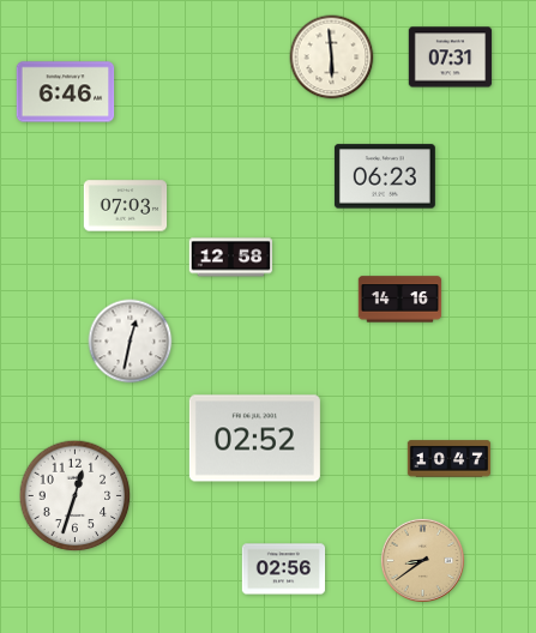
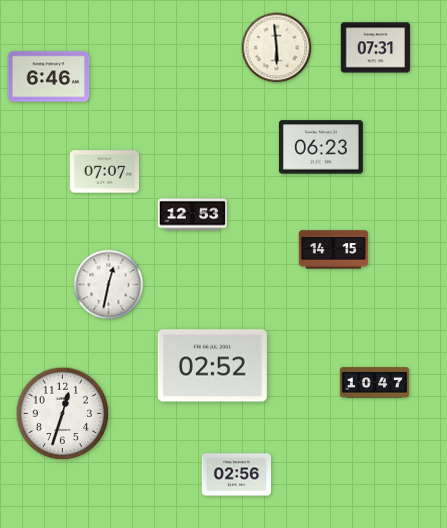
clock at (66, 92) position: (66, 92) -> (49, 77)
clock at (126, 206): 07:03 -> 07:07
clock at (231, 258): 12:58 -> 12:53
clock at (401, 300): 14:16 -> 14:15
clock at (422, 560): 8:39 -> none
